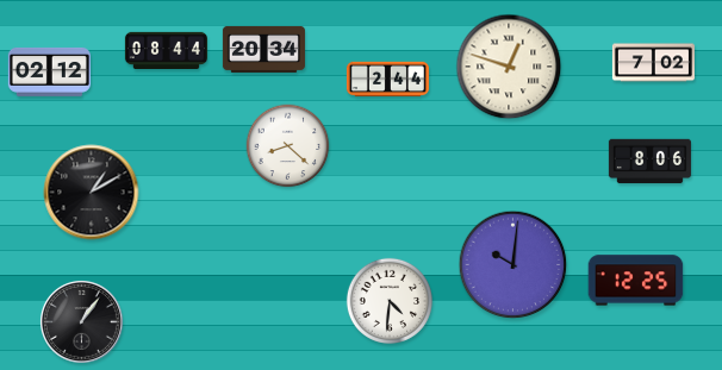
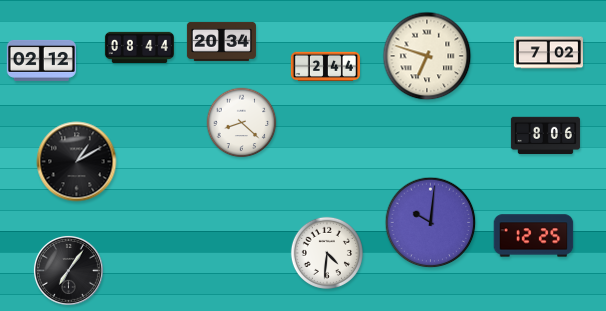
clock at (166, 50) position: (166, 50) -> (139, 47)
clock at (509, 67): 12:48 -> 6:48
clock at (81, 321): 1:06 -> 7:06
